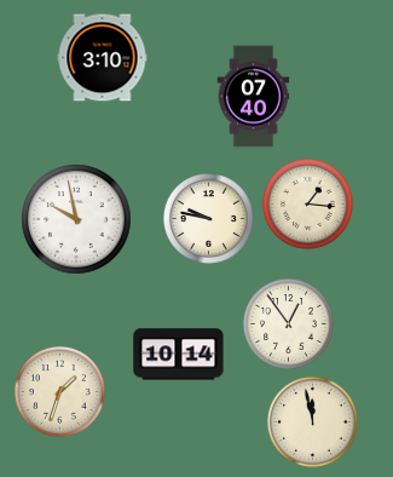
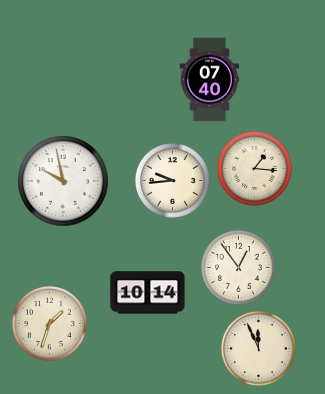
clock at (103, 58): 3:10 -> none
clock at (208, 218): 9:47 -> 9:44
clock at (312, 421): 11:58 -> 11:56
